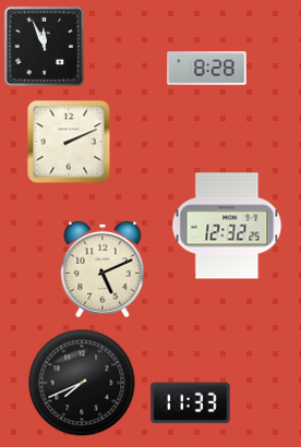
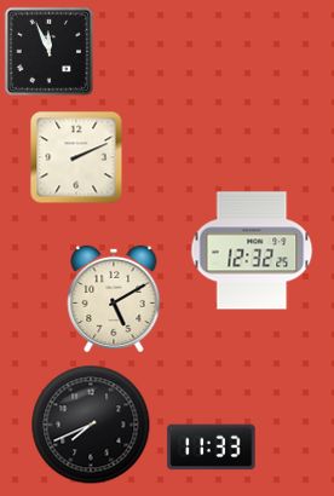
clock at (207, 69): 8:28 -> none
clock at (103, 268): 5:11 -> 5:10
